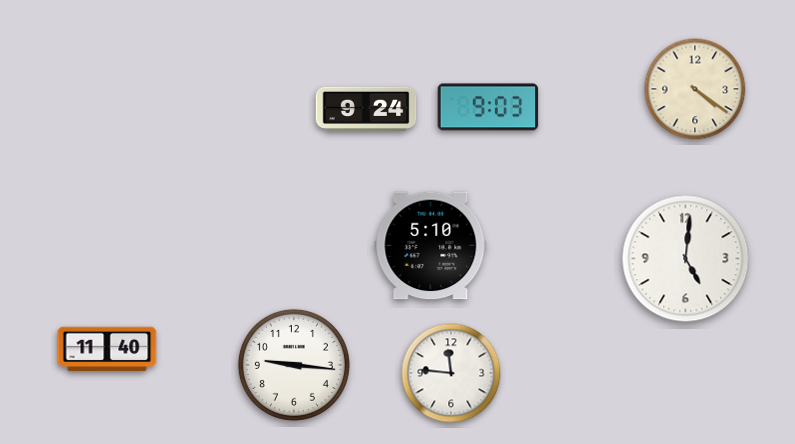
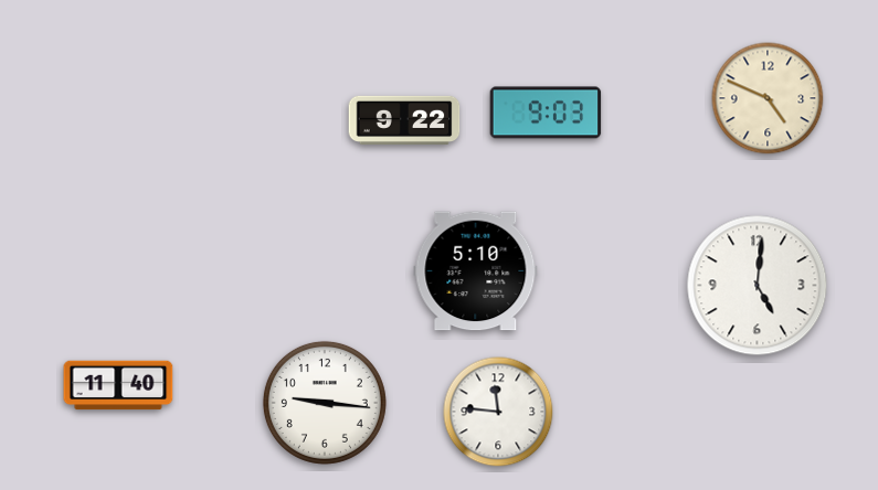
clock at (695, 89): 4:21 -> 4:49
clock at (488, 107) position: (488, 107) -> (546, 113)
clock at (366, 108): 9:24 -> 9:22
